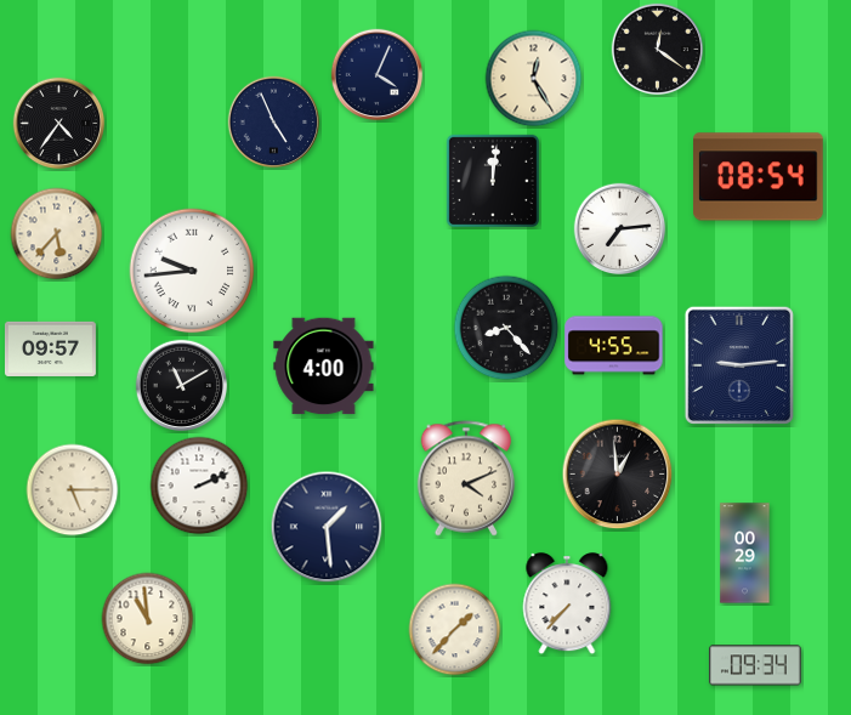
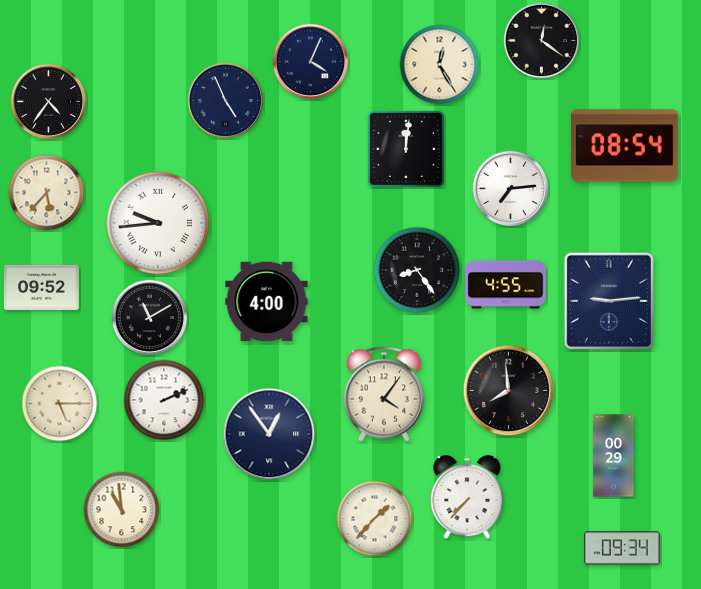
clock at (506, 328): 8:23 -> 8:24
clock at (50, 348): 09:57 -> 09:52
clock at (618, 475): 12:59 -> 7:59
clock at (466, 478): 4:11 -> 4:06
clock at (327, 527): 1:29 -> 12:54
